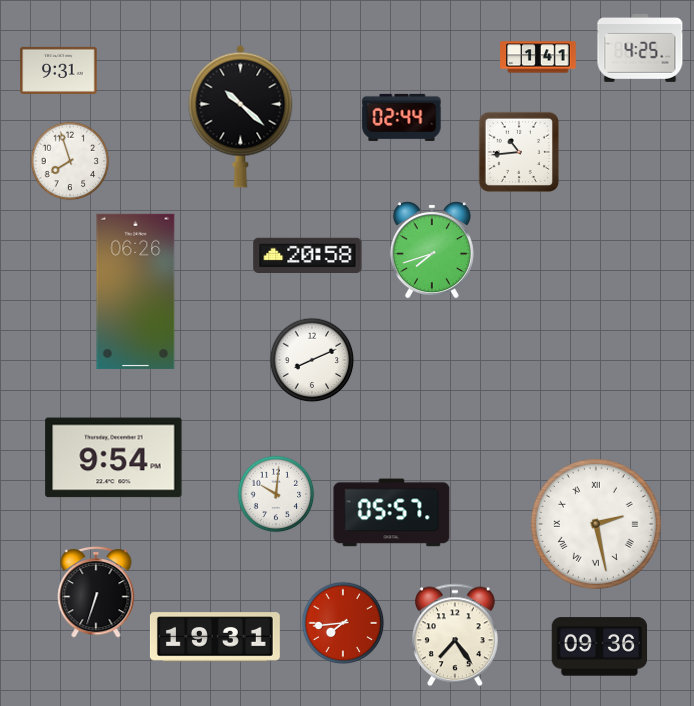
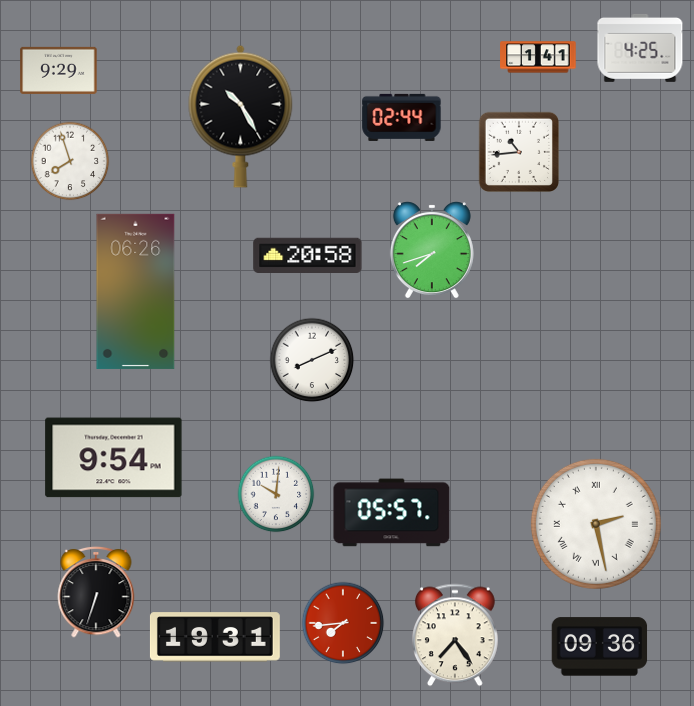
clock at (59, 70): 9:31 -> 9:29
clock at (241, 116): 10:22 -> 10:25
